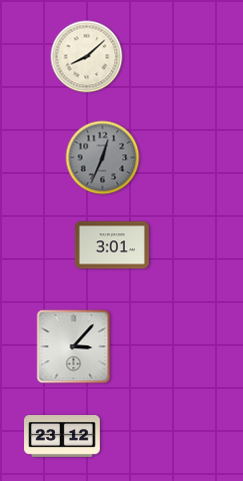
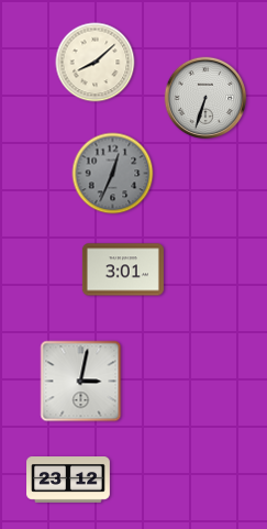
clock at (205, 98): none -> 6:33
clock at (74, 347): 3:07 -> 3:02
